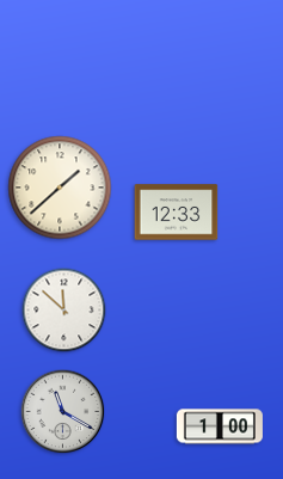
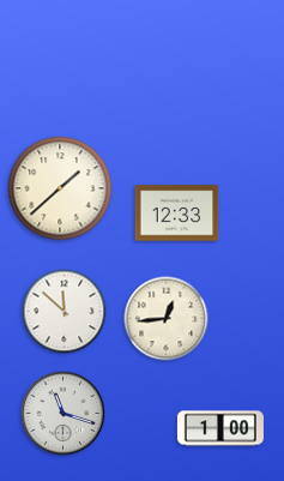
clock at (167, 319): none -> 12:44
clock at (63, 412): 11:20 -> 11:18
